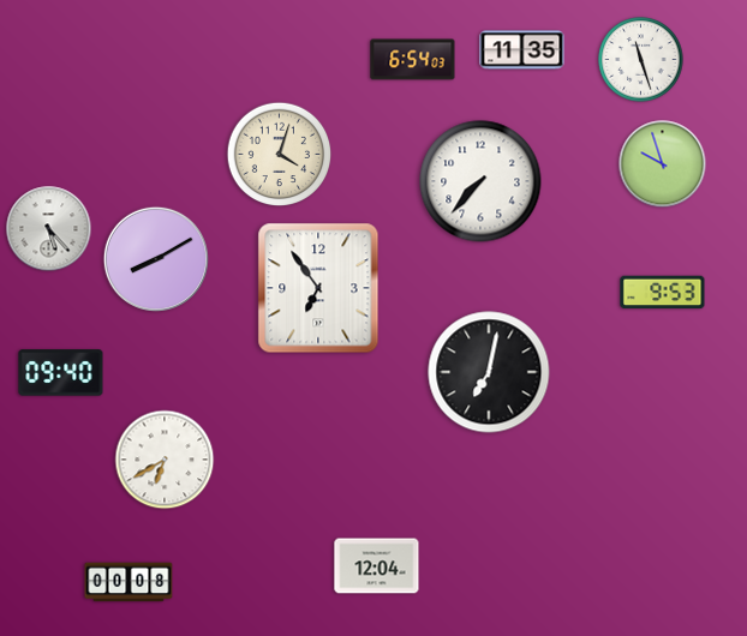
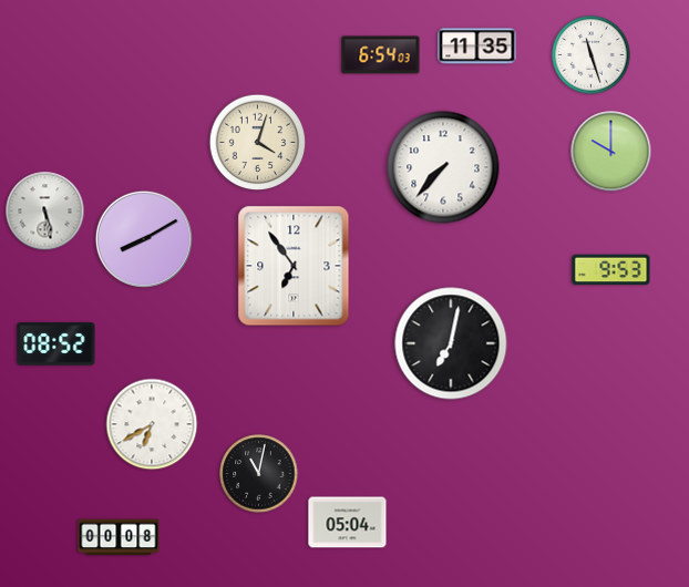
clock at (522, 50) position: (522, 50) -> (477, 47)
clock at (663, 164): 9:57 -> 10:00
clock at (49, 229): 5:23 -> 5:28
clock at (61, 373): 09:40 -> 08:52
clock at (259, 474): none -> 11:02
clock at (377, 566): 12:04 -> 05:04
